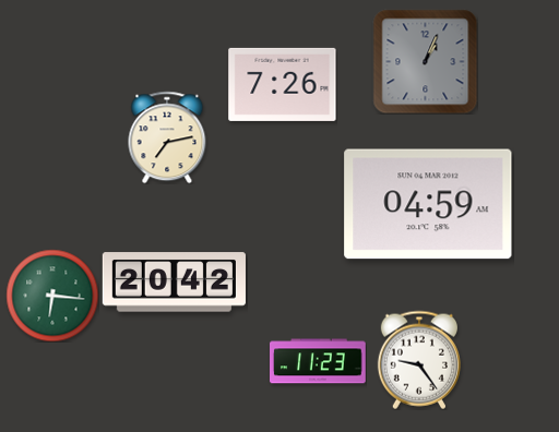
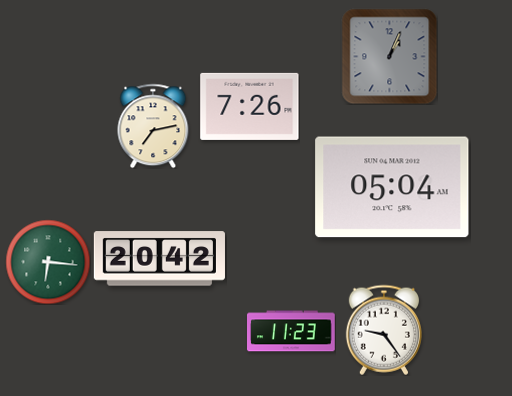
clock at (283, 84) position: (283, 84) -> (250, 106)
clock at (428, 204): 04:59 -> 05:04
clock at (52, 296) position: (52, 296) -> (48, 262)
